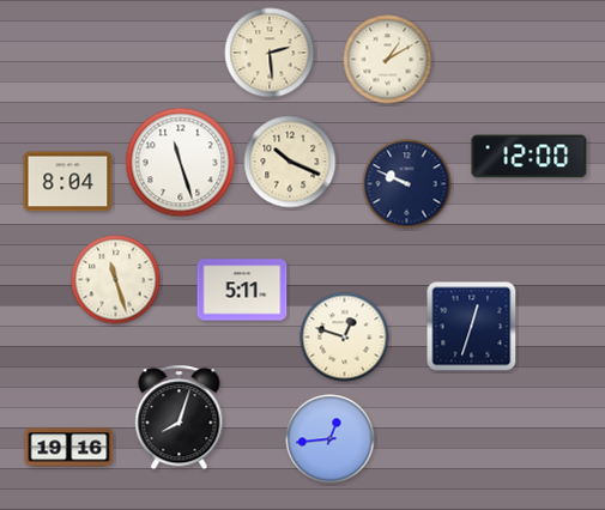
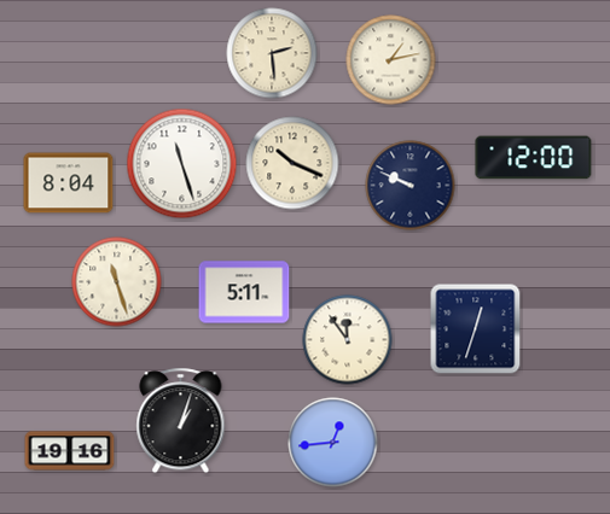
clock at (388, 60): 1:10 -> 1:13
clock at (345, 338): 12:48 -> 11:54
clock at (180, 418): 8:03 -> 1:03
